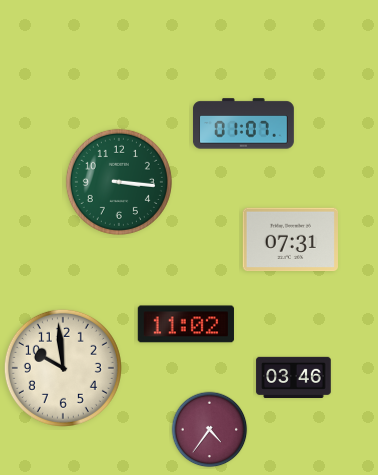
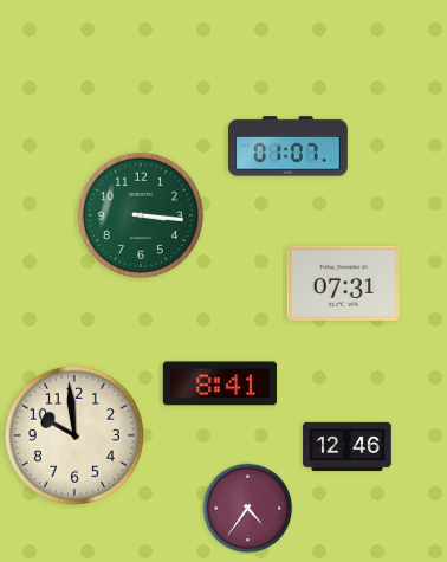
clock at (186, 324): 11:02 -> 8:41
clock at (294, 377): 03:46 -> 12:46
